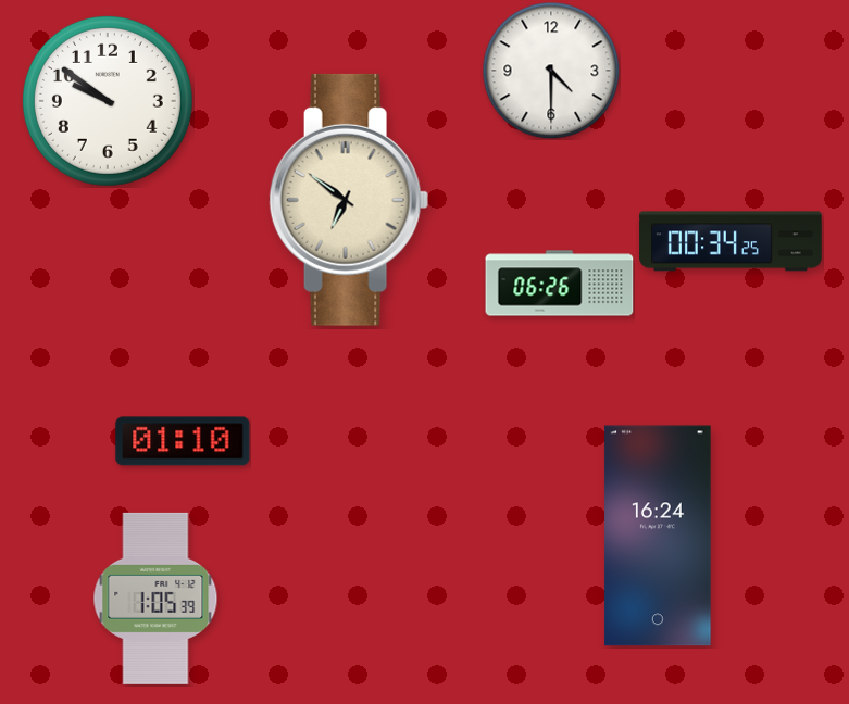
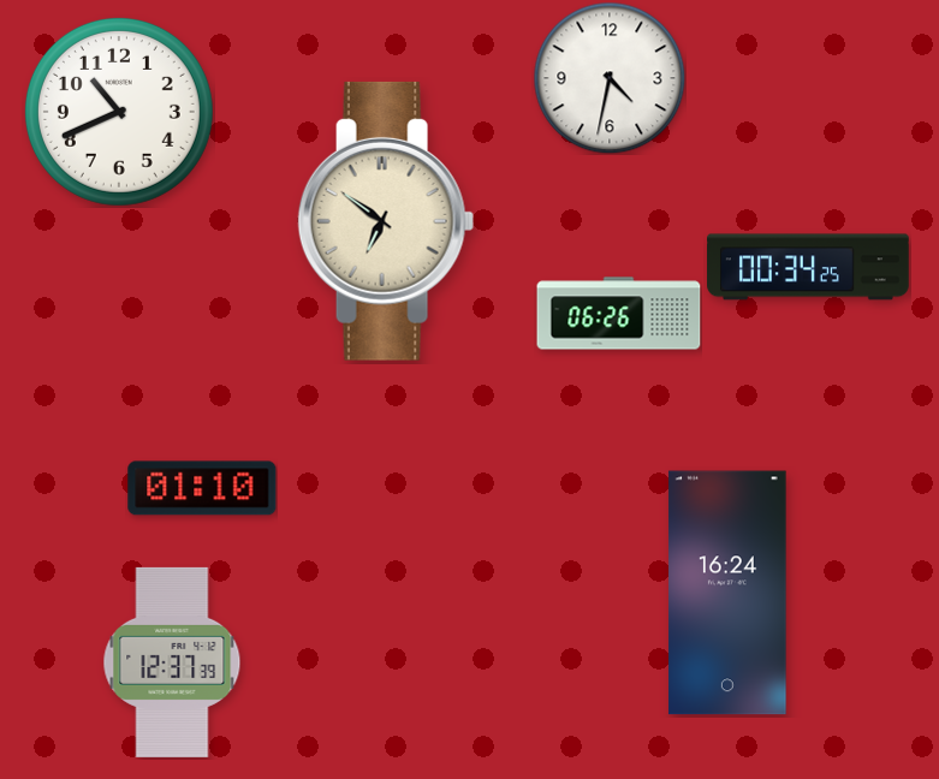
clock at (551, 71): 4:30 -> 4:32
clock at (108, 101): 9:51 -> 10:41
clock at (155, 599): 1:05 -> 12:37
